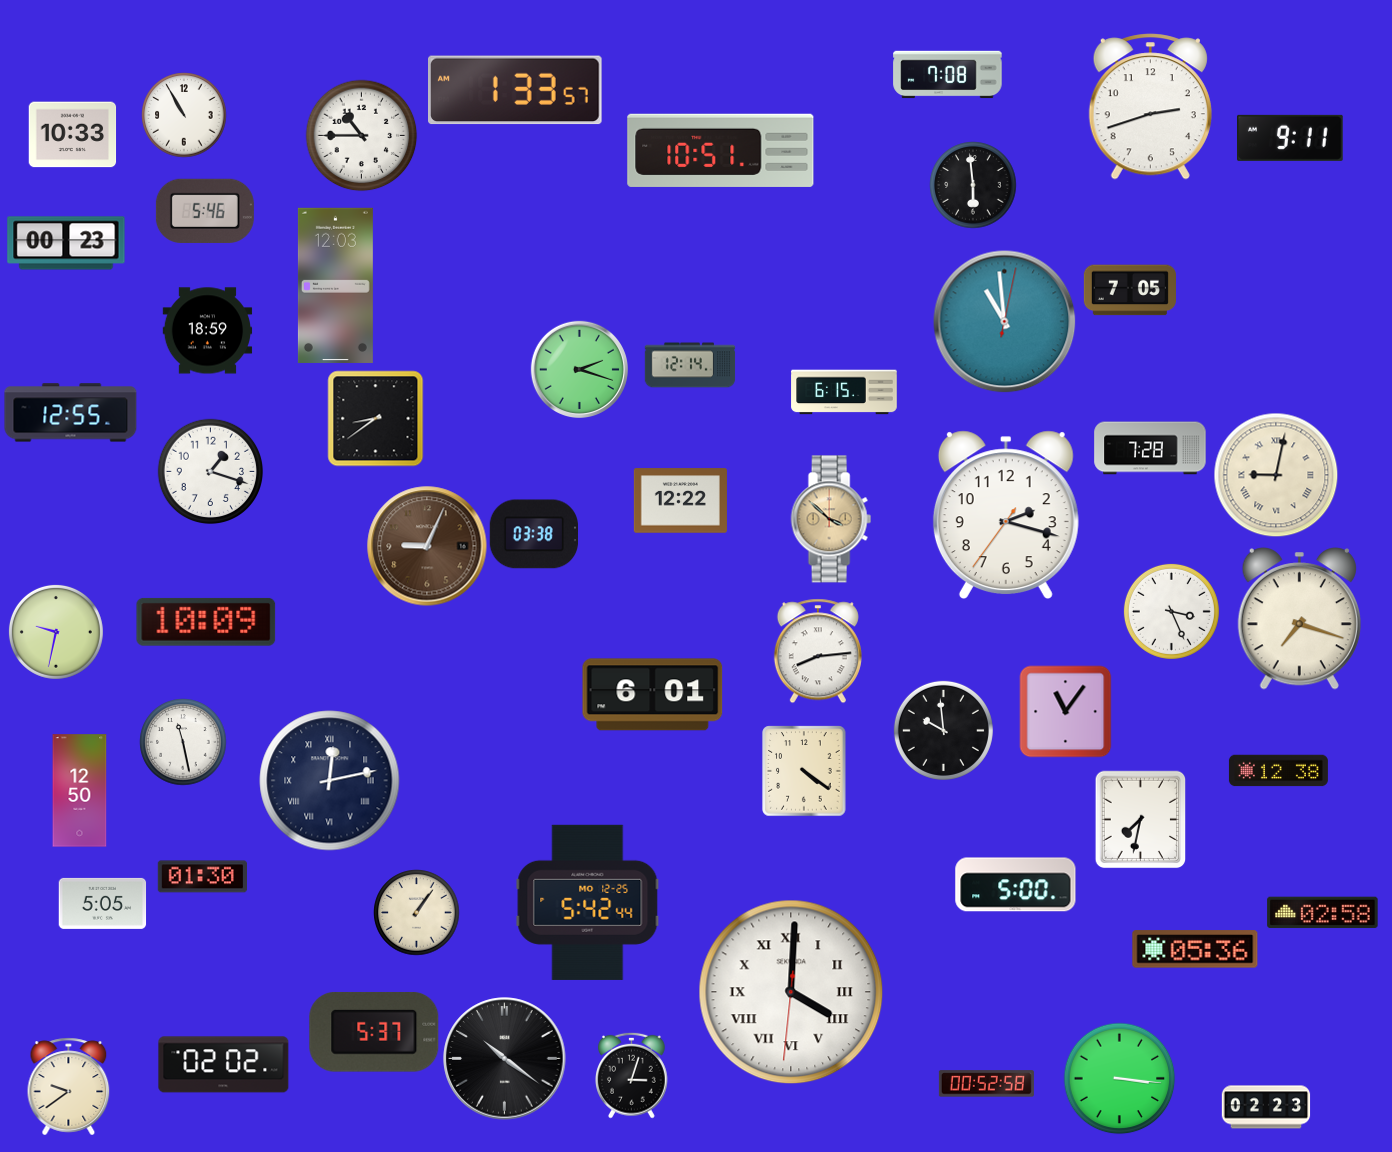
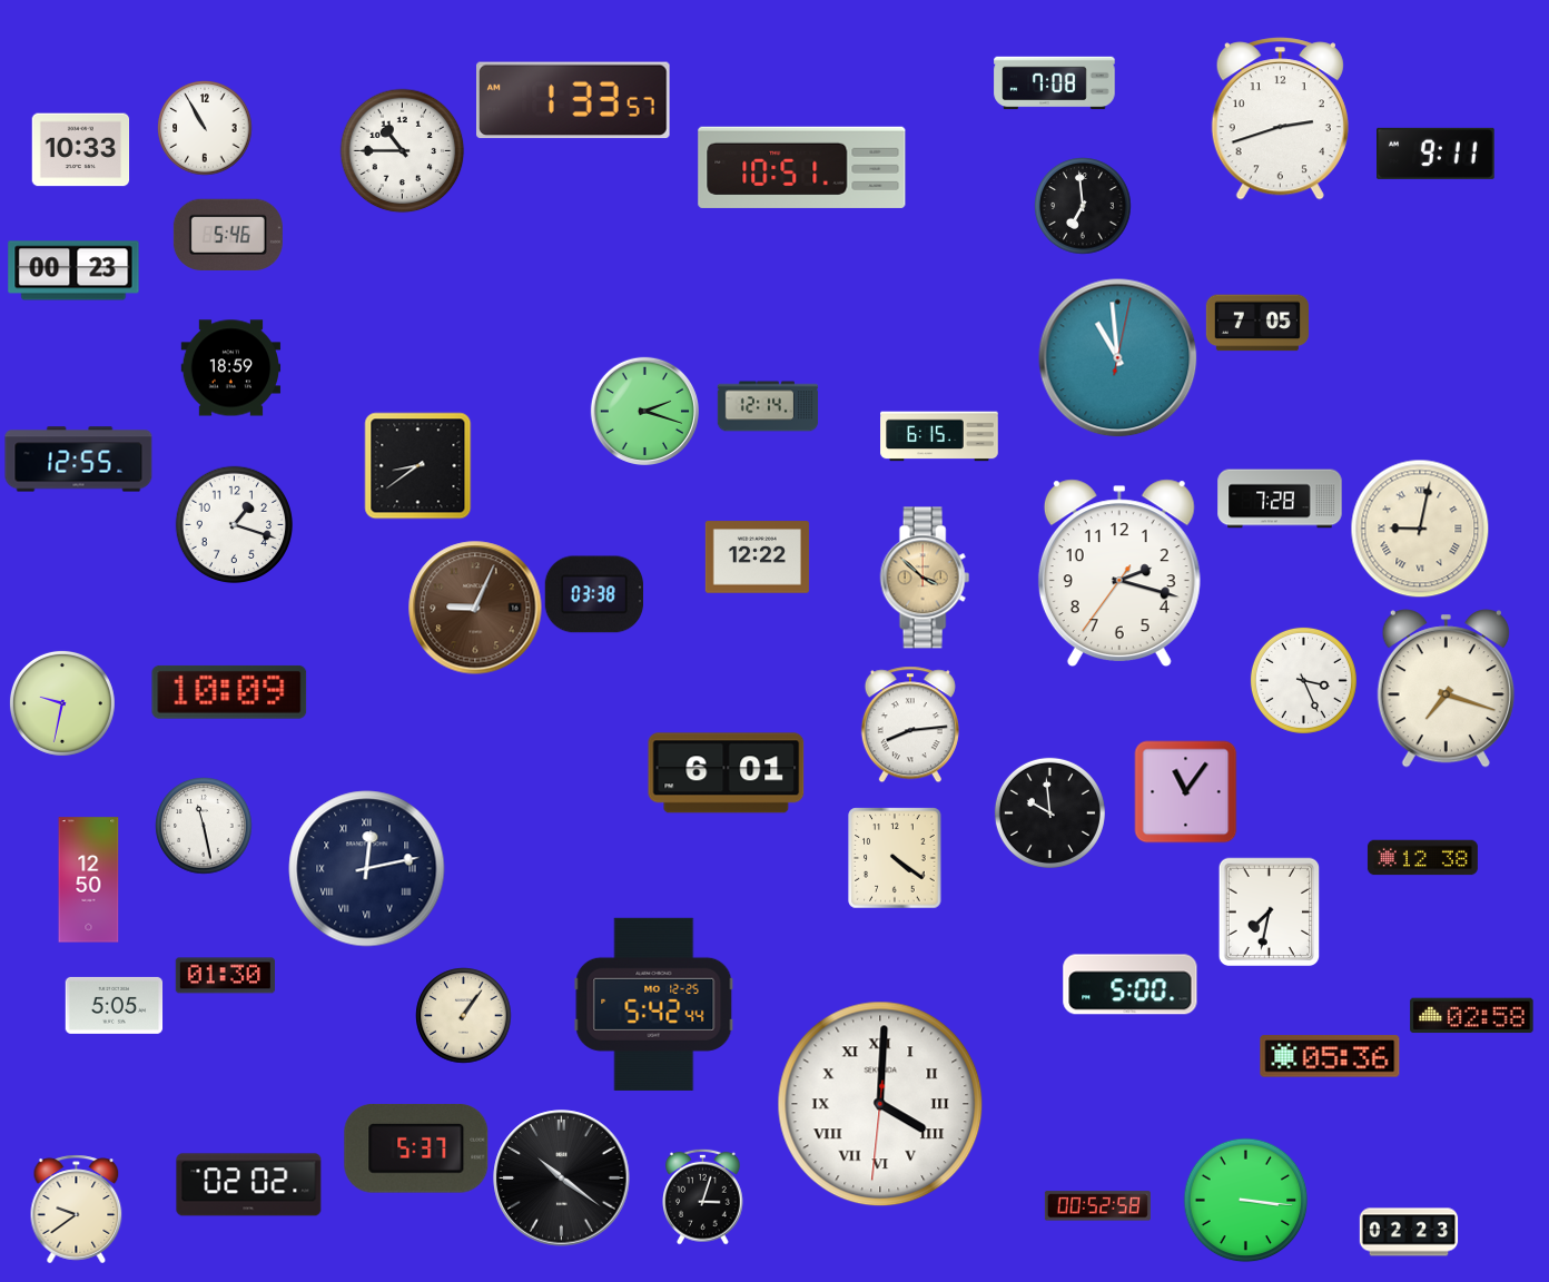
clock at (973, 185): 5:59 -> 6:59
clock at (335, 285): 12:03 -> none
